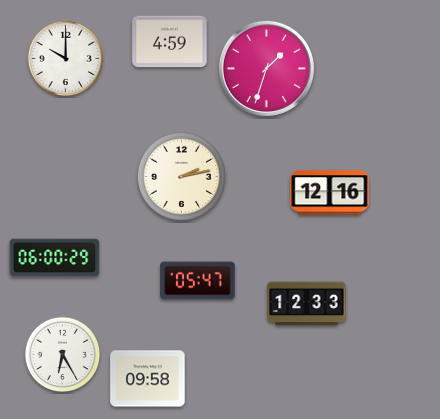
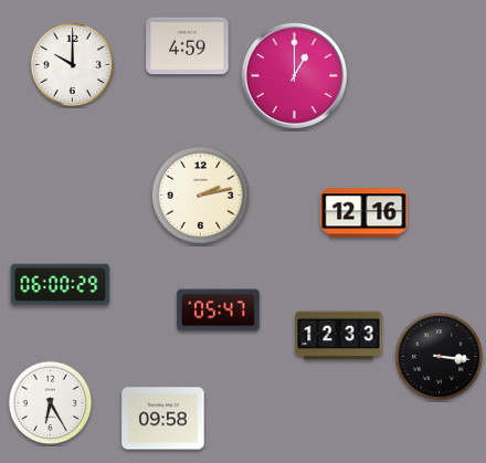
clock at (266, 68): 1:33 -> 1:00
clock at (439, 356): none -> 3:16
clock at (63, 355) position: (63, 355) -> (51, 403)
